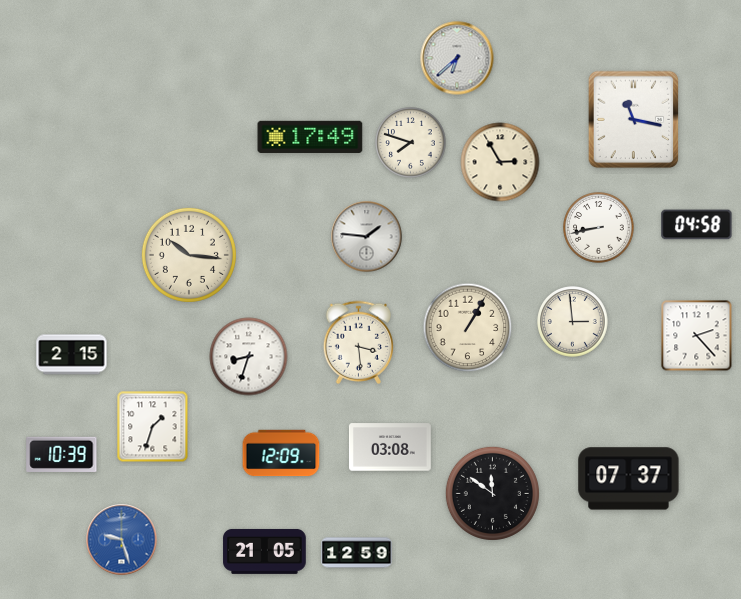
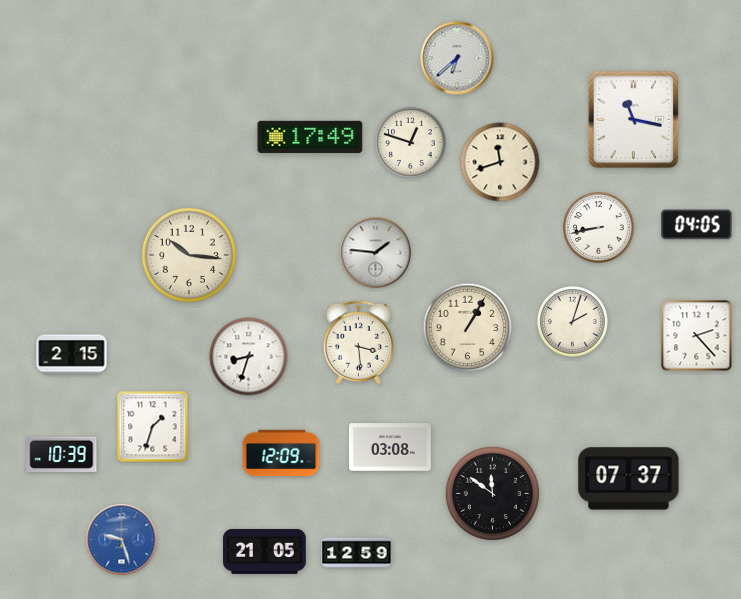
clock at (411, 143): 7:48 -> 12:48
clock at (500, 162): 2:55 -> 11:42
clock at (697, 225): 04:58 -> 04:05
clock at (367, 237) position: (367, 237) -> (376, 253)
clock at (573, 322): 2:59 -> 2:03
